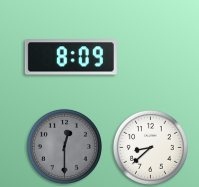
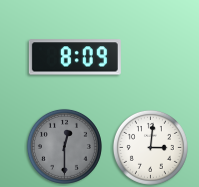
clock at (71, 57) position: (71, 57) -> (75, 57)
clock at (150, 147): 8:38 -> 3:01
